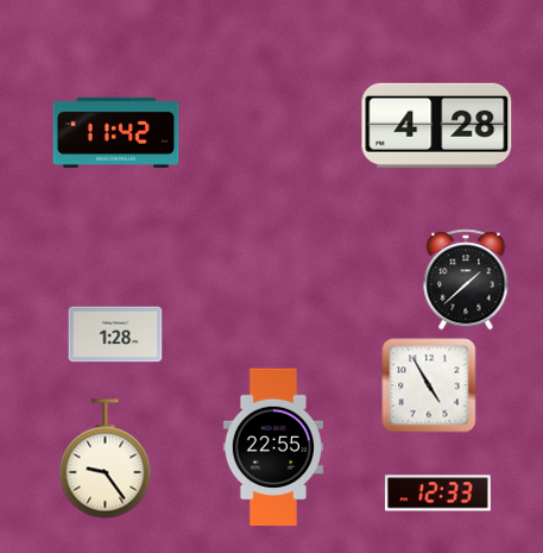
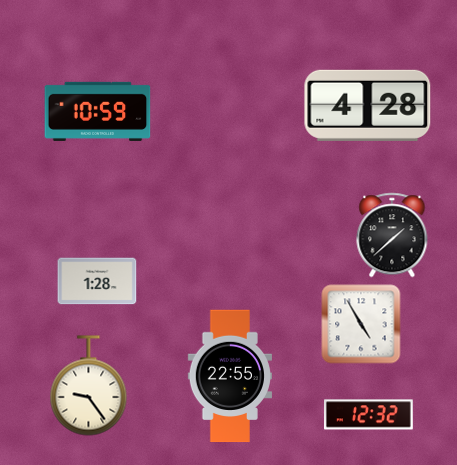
clock at (116, 132): 11:42 -> 10:59
clock at (438, 494): 12:33 -> 12:32
